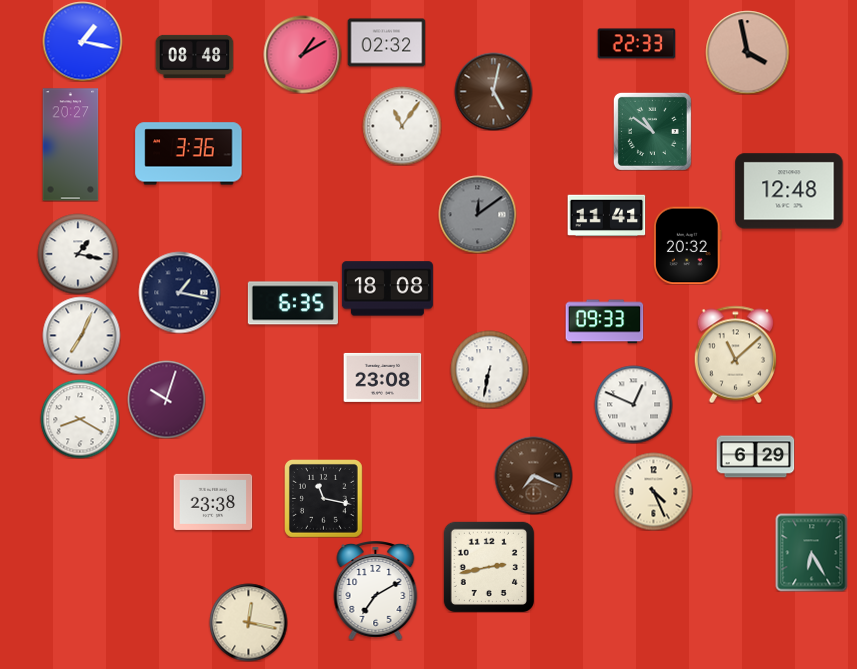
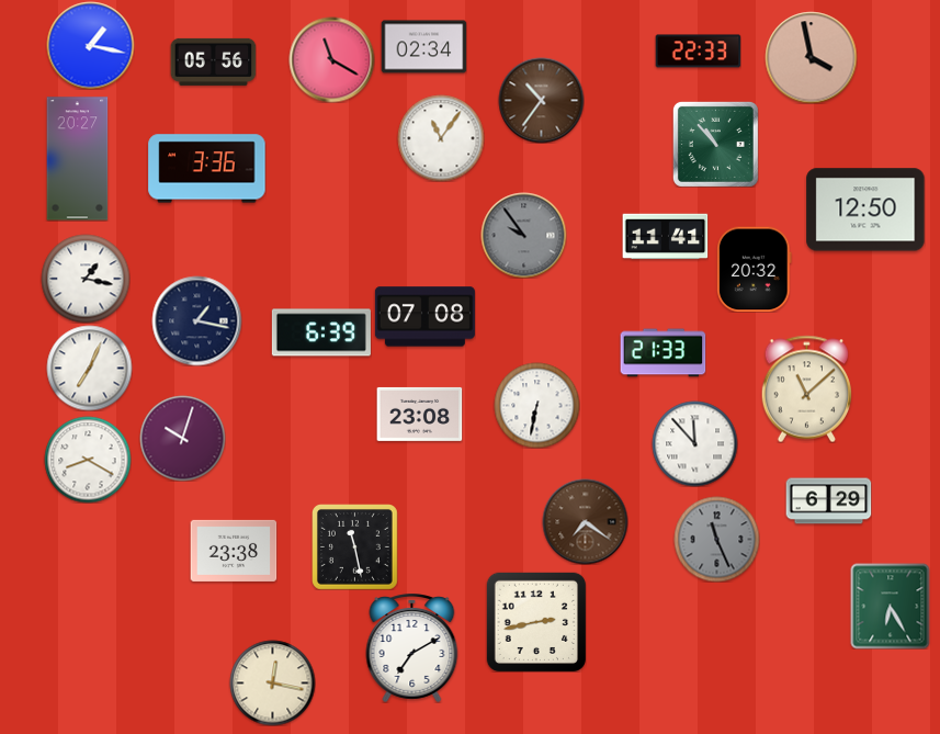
clock at (386, 43): 02:32 -> 02:34
clock at (636, 44) position: (636, 44) -> (698, 52)
clock at (747, 52) position: (747, 52) -> (811, 57)
clock at (302, 54): 1:10 -> 11:20
clock at (194, 56): 08:48 -> 05:56
clock at (493, 91): 5:02 -> 10:36
clock at (652, 131): 10:51 -> 10:53
clock at (789, 191): 12:48 -> 12:50
clock at (477, 214): 12:09 -> 9:54
clock at (387, 289): 18:08 -> 07:08
clock at (293, 303): 6:35 -> 6:39
clock at (604, 322): 09:33 -> 21:33
clock at (633, 404): 12:49 -> 11:53
clock at (533, 475): 7:19 -> 7:21
clock at (653, 491): 4:26 -> 11:26
clock at (653, 491) dial: cream -> grey
clock at (324, 499): 11:17 -> 11:28
